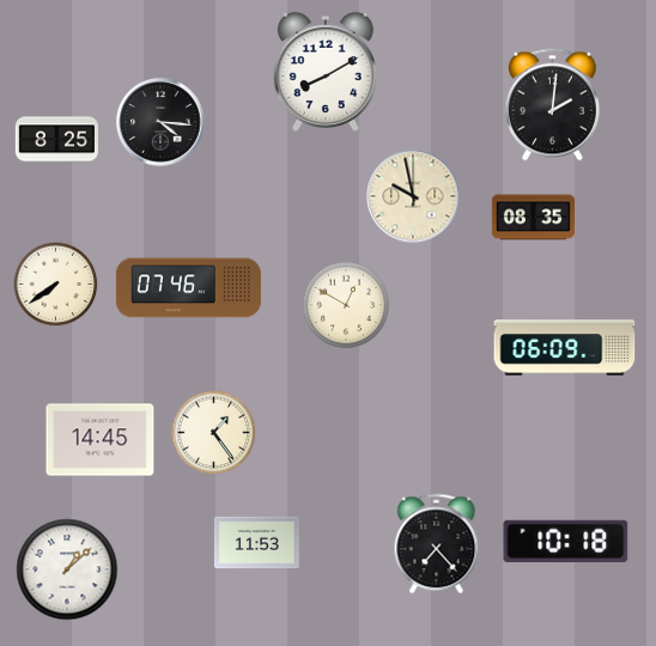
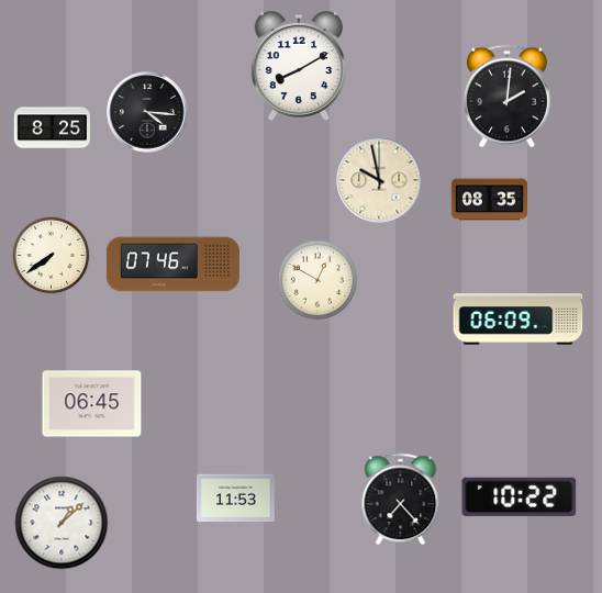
clock at (56, 285) position: (56, 285) -> (52, 256)
clock at (214, 433): 1:24 -> none
clock at (101, 440): 14:45 -> 06:45
clock at (566, 541): 10:18 -> 10:22
